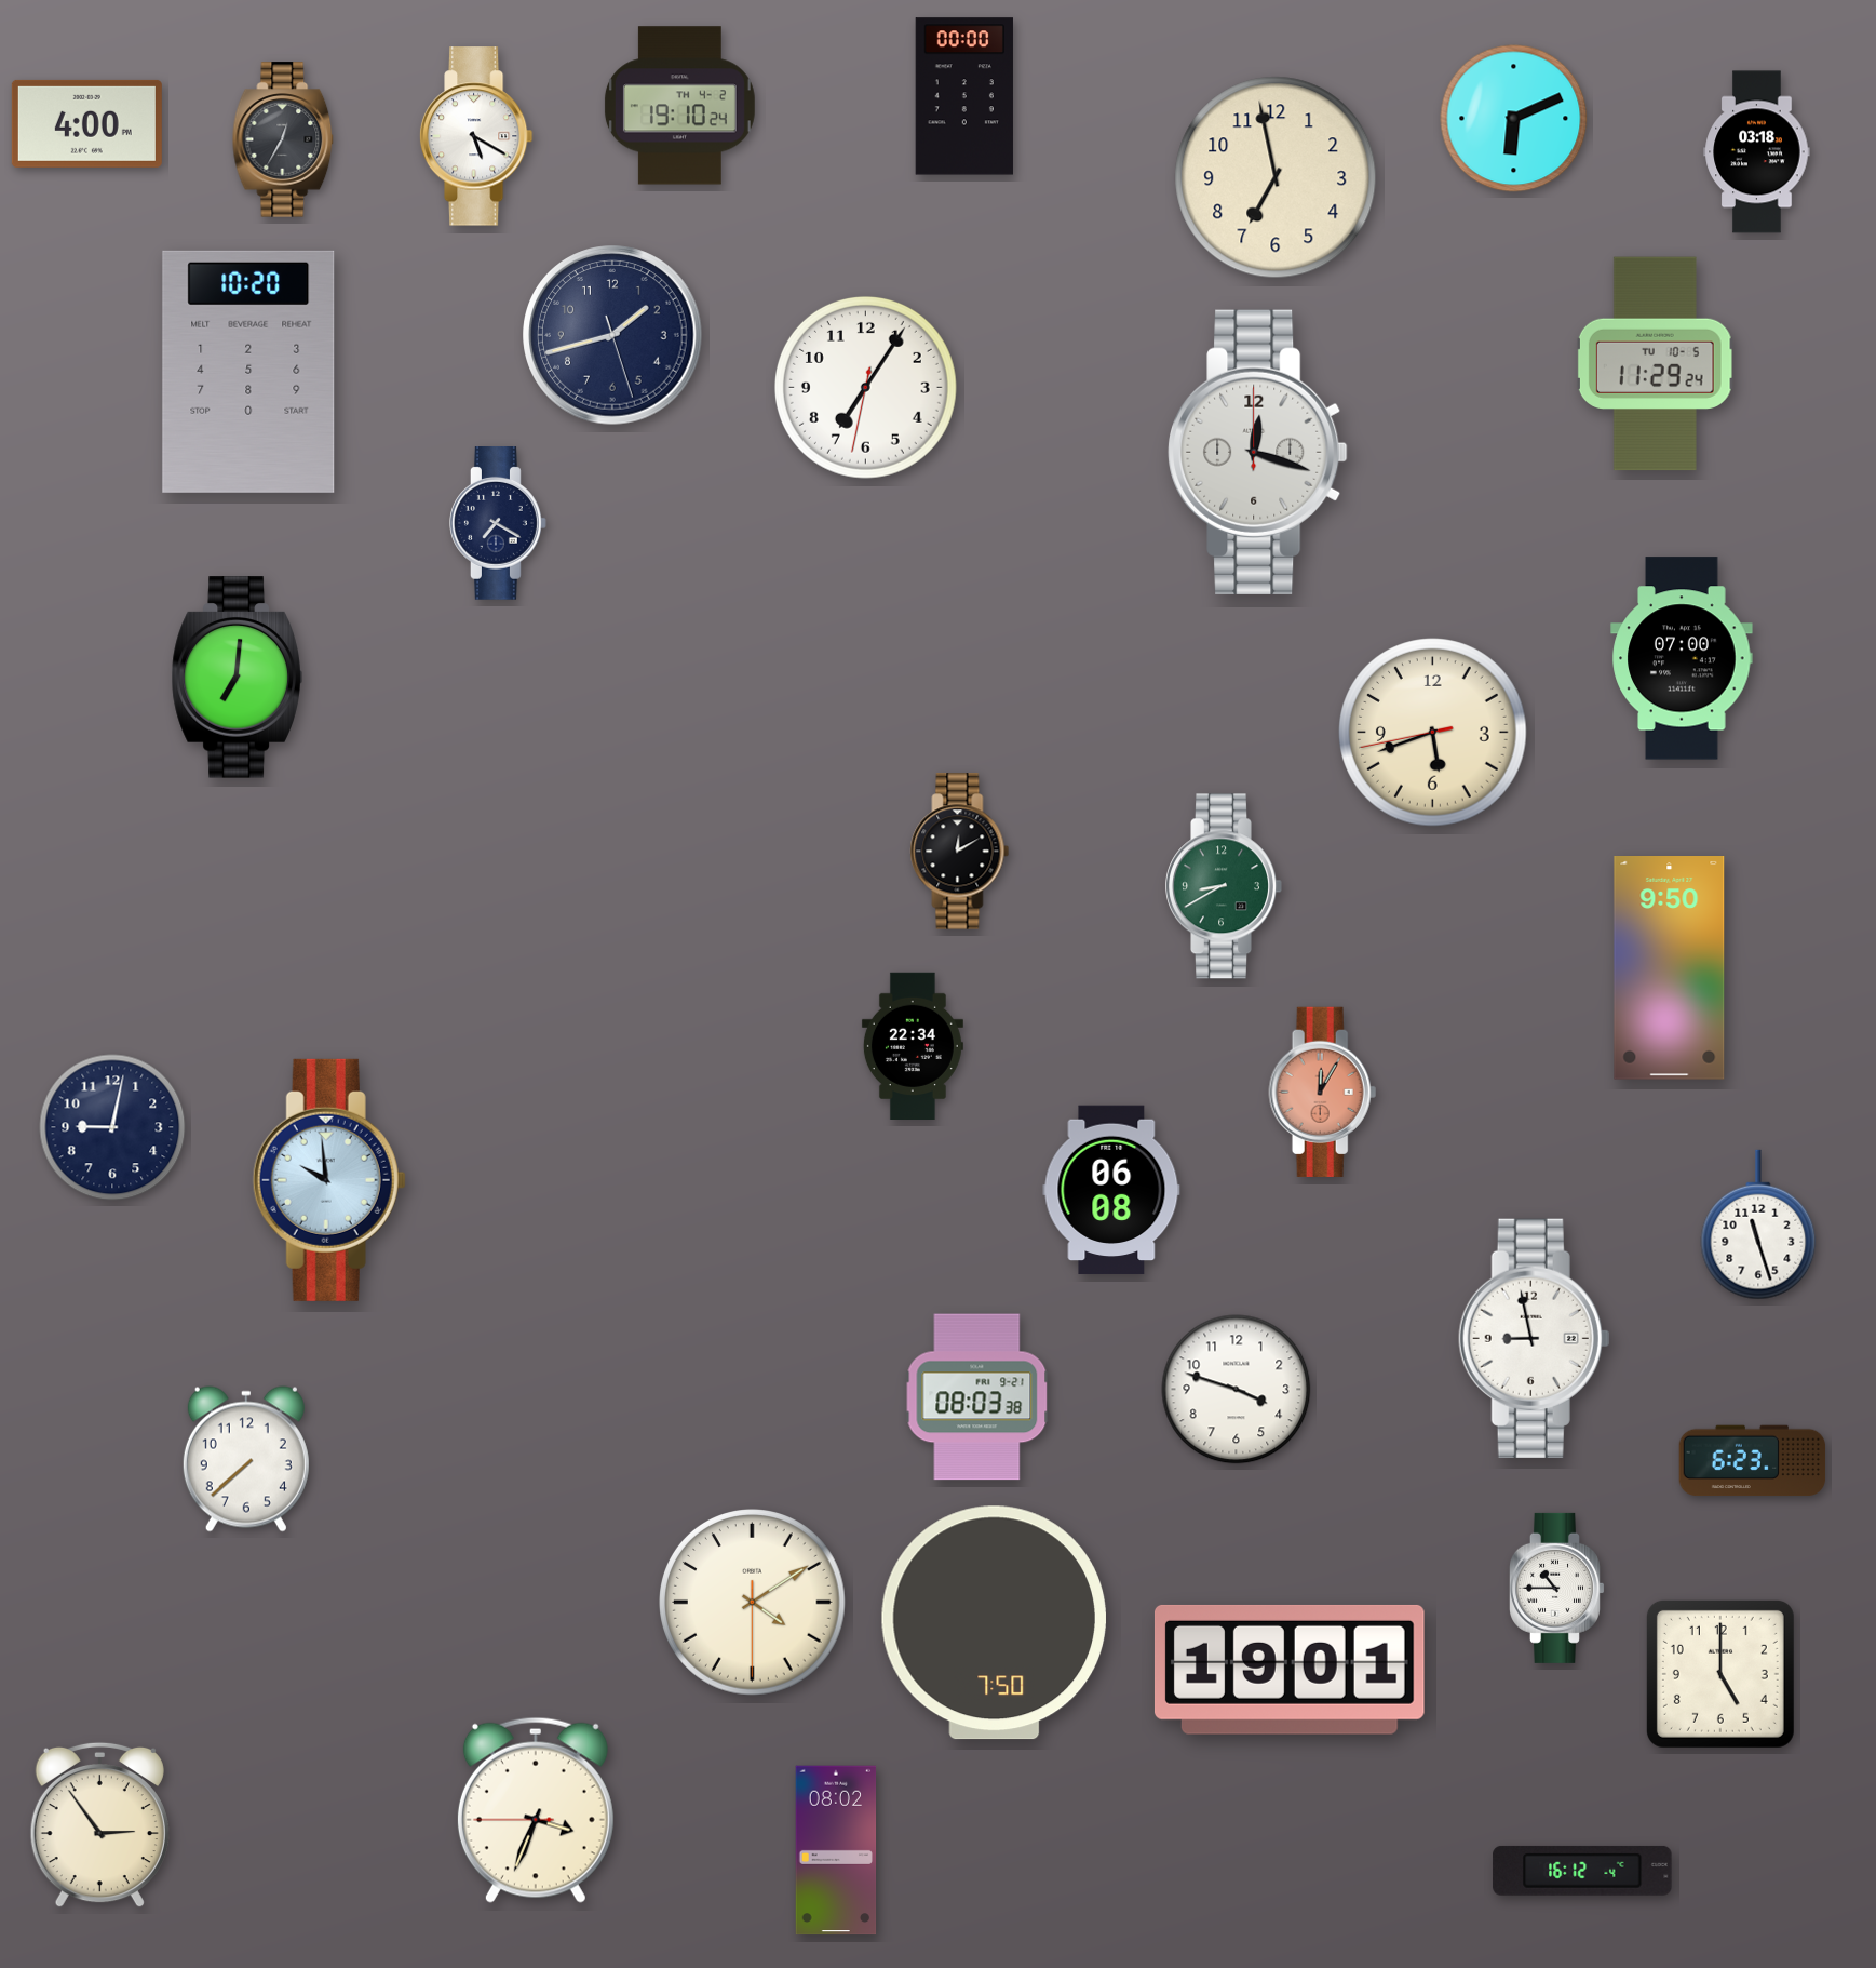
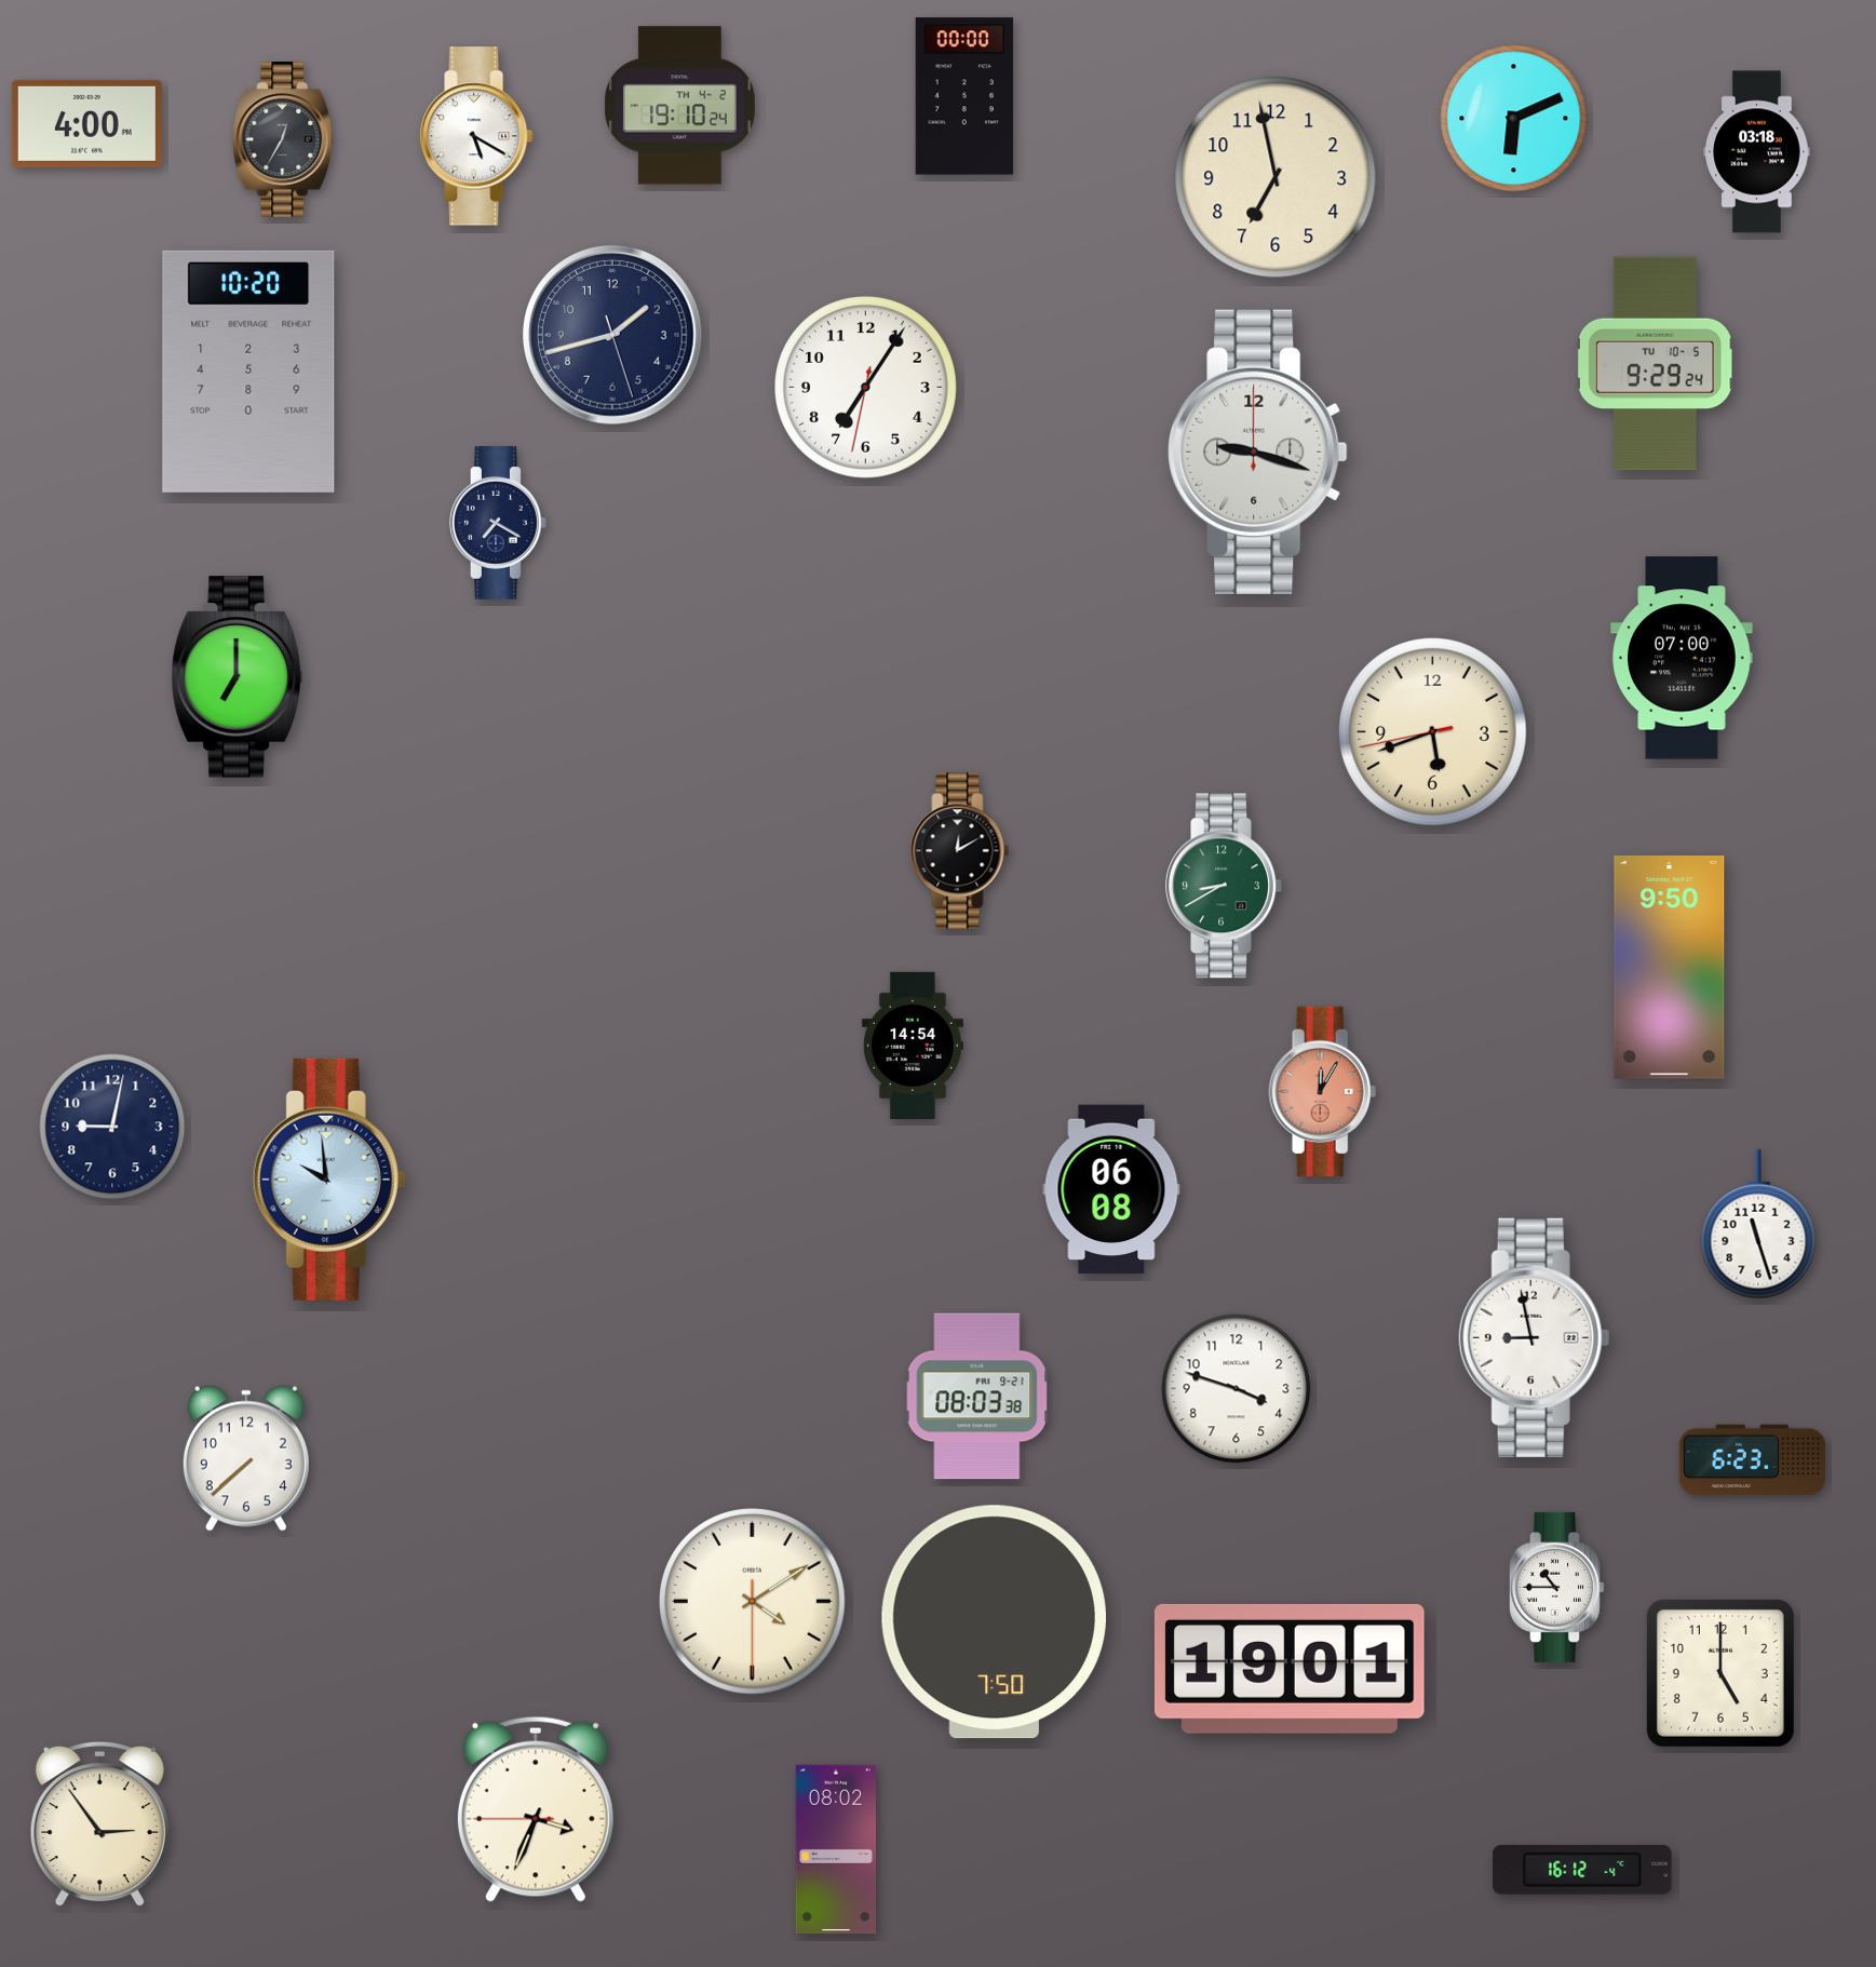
clock at (1655, 364): 11:29 -> 9:29
clock at (1258, 452): 12:18 -> 9:18
clock at (237, 678): 7:01 -> 7:00
clock at (913, 1045): 22:34 -> 14:54
